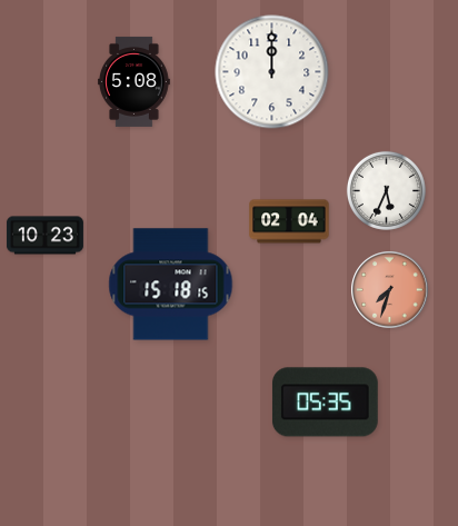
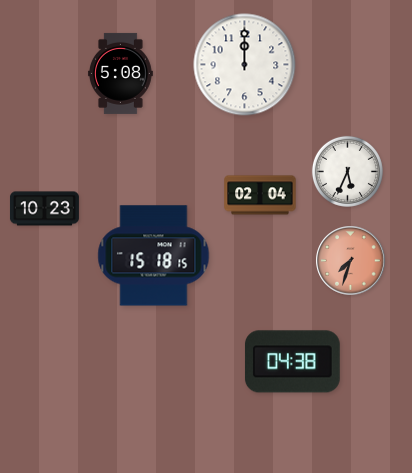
clock at (289, 221) position: (289, 221) -> (260, 195)
clock at (44, 236) position: (44, 236) -> (44, 209)
clock at (325, 403): 05:35 -> 04:38
